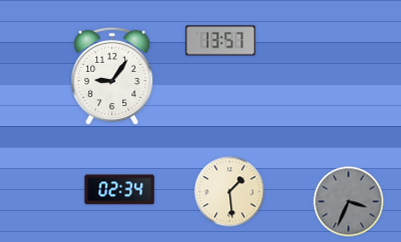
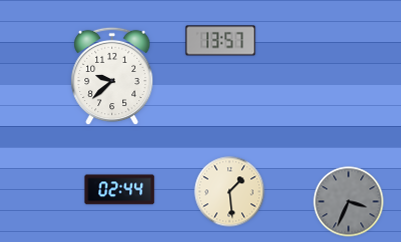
clock at (112, 76): 9:06 -> 9:38
clock at (120, 190): 02:34 -> 02:44
